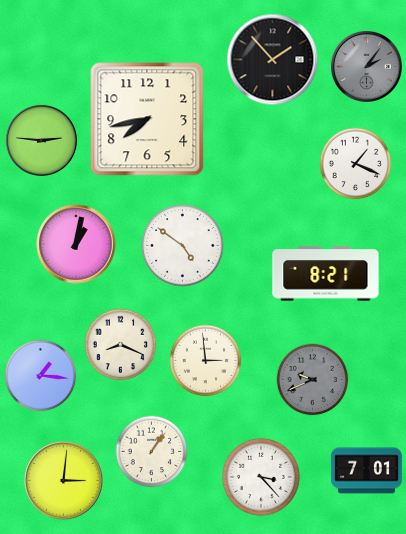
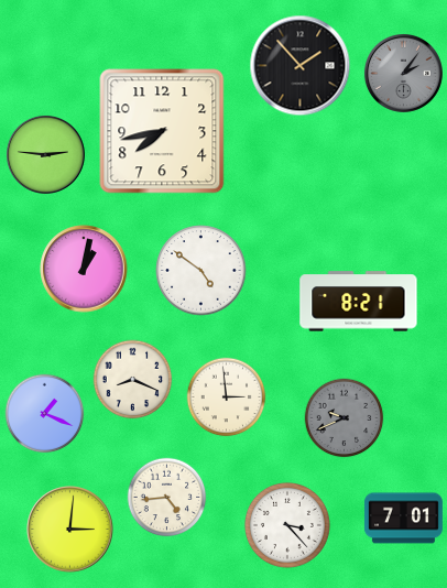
clock at (356, 164): 1:19 -> none
clock at (41, 376): 1:16 -> 1:19
clock at (152, 452): 1:06 -> 4:44
